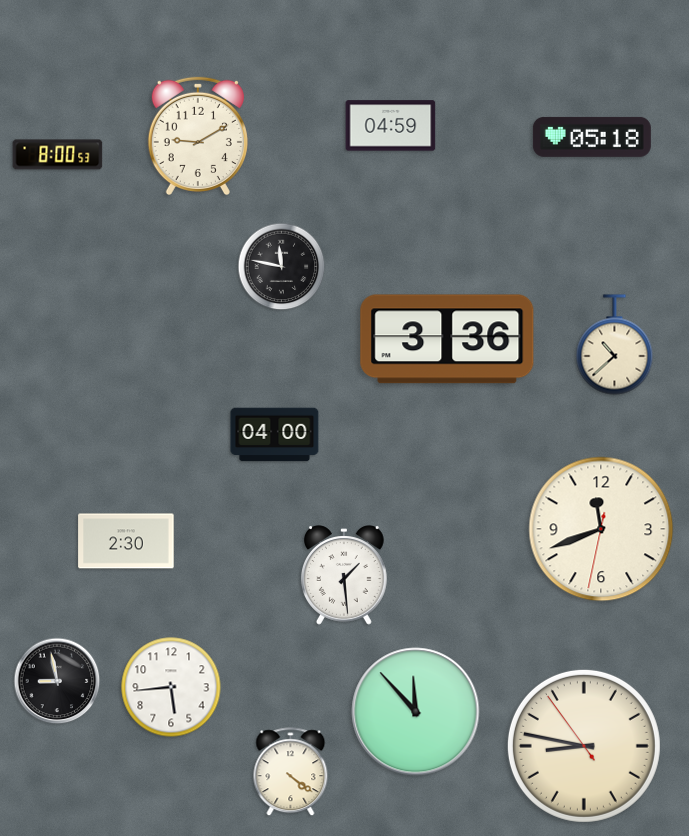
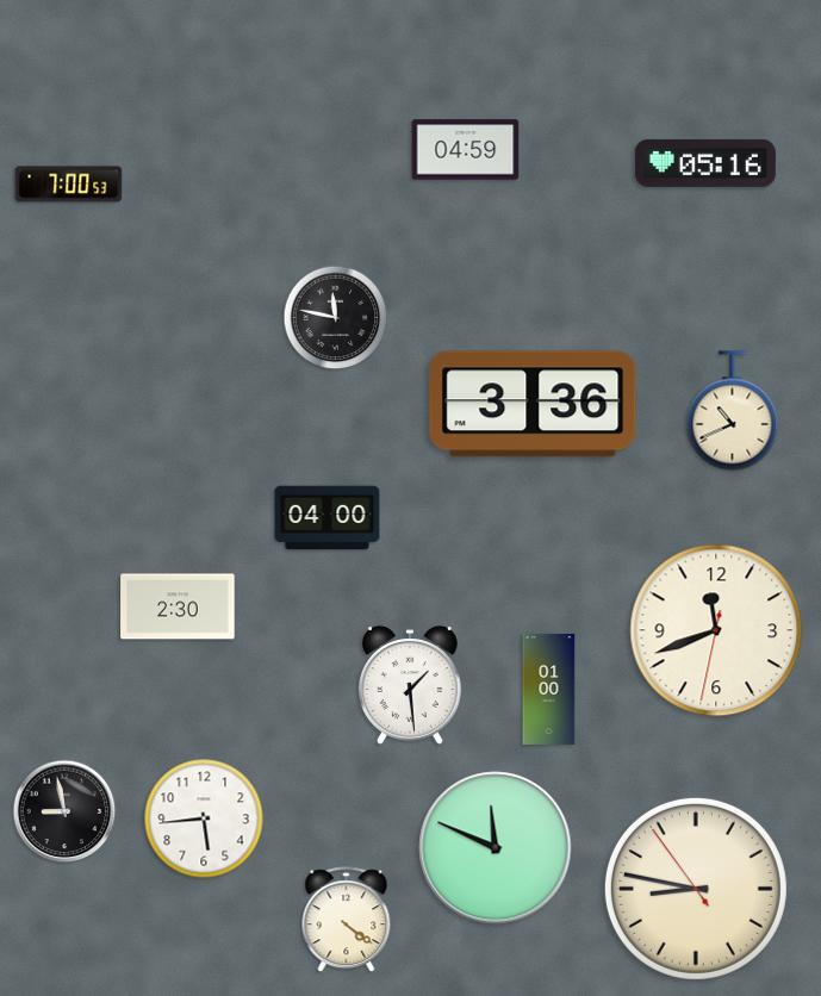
clock at (198, 136): 9:10 -> none
clock at (592, 137): 05:18 -> 05:16
clock at (58, 155): 8:00 -> 7:00
clock at (615, 345): 10:38 -> 10:41
clock at (126, 541) position: (126, 541) -> (178, 606)
clock at (549, 689): none -> 01:00
clock at (57, 681) position: (57, 681) -> (64, 811)
clock at (416, 712): 11:53 -> 11:49
